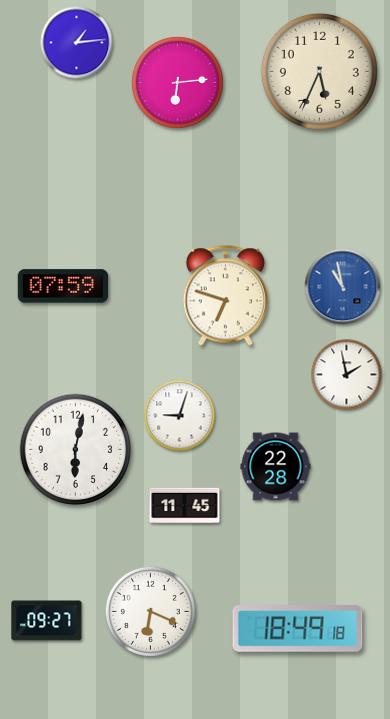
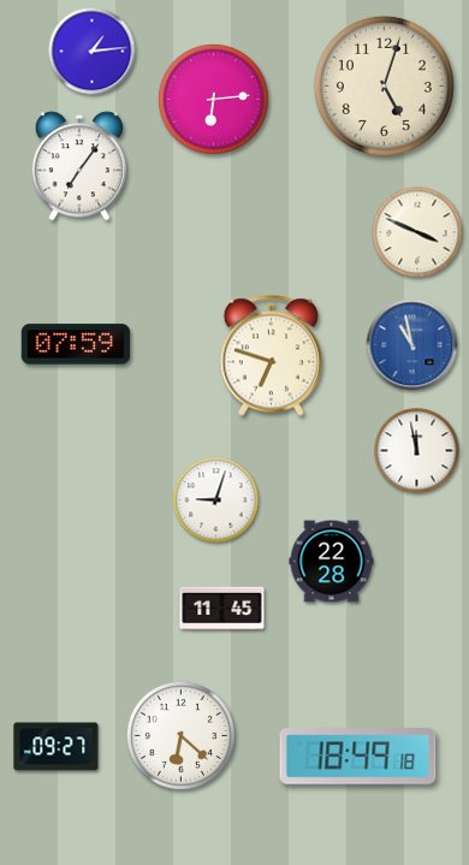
clock at (319, 71): 5:34 -> 5:03
clock at (79, 166): none -> 7:06
clock at (417, 232): none -> 3:49
clock at (347, 375): 1:58 -> 11:58
clock at (76, 450): 6:02 -> none
clock at (150, 611): 6:19 -> 6:22
